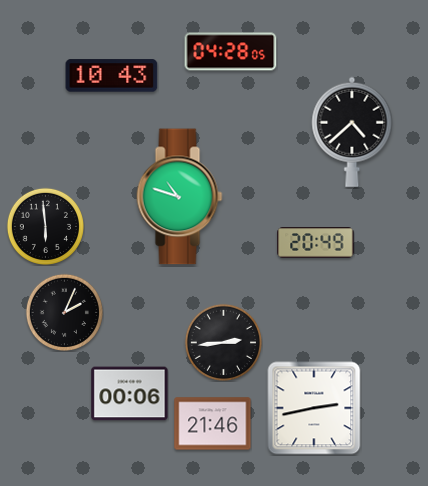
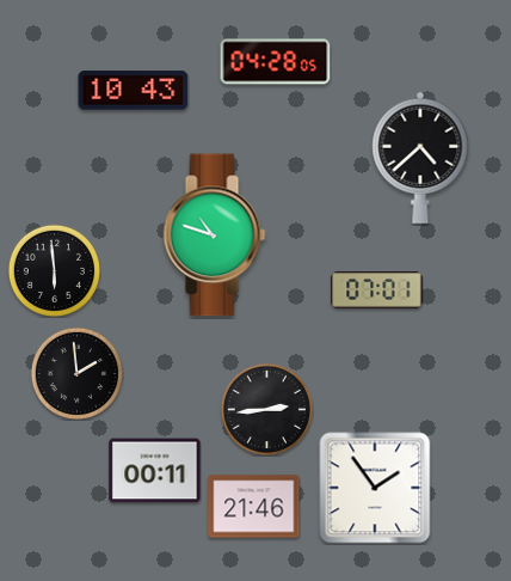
clock at (316, 243): 20:49 -> 07:01
clock at (64, 312): 2:04 -> 1:59
clock at (130, 394): 00:06 -> 00:11
clock at (314, 408): 2:43 -> 1:54
